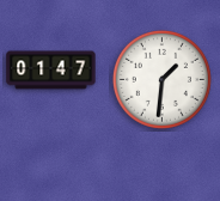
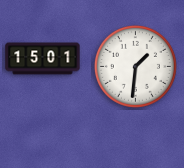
clock at (51, 71): 01:47 -> 15:01
